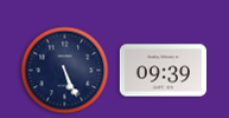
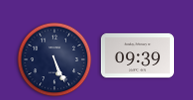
clock at (163, 71) position: (163, 71) -> (137, 56)
